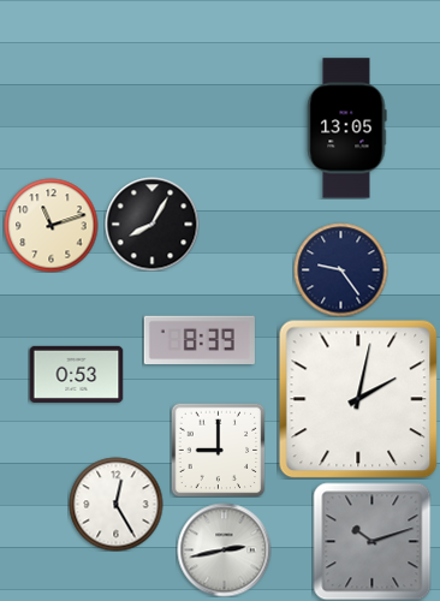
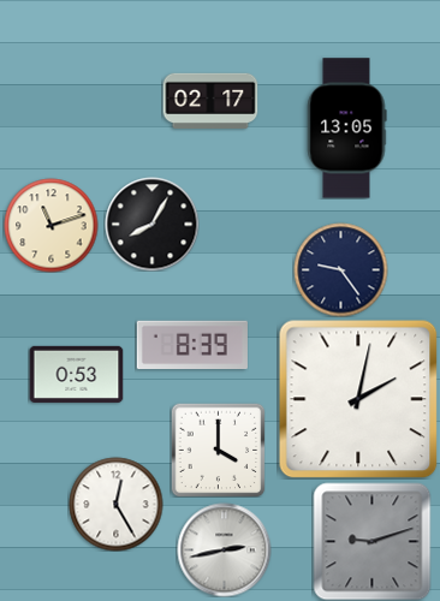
clock at (210, 100): none -> 02:17
clock at (200, 340) position: (200, 340) -> (192, 345)
clock at (218, 450): 9:00 -> 4:00
clock at (371, 541): 10:12 -> 9:12
